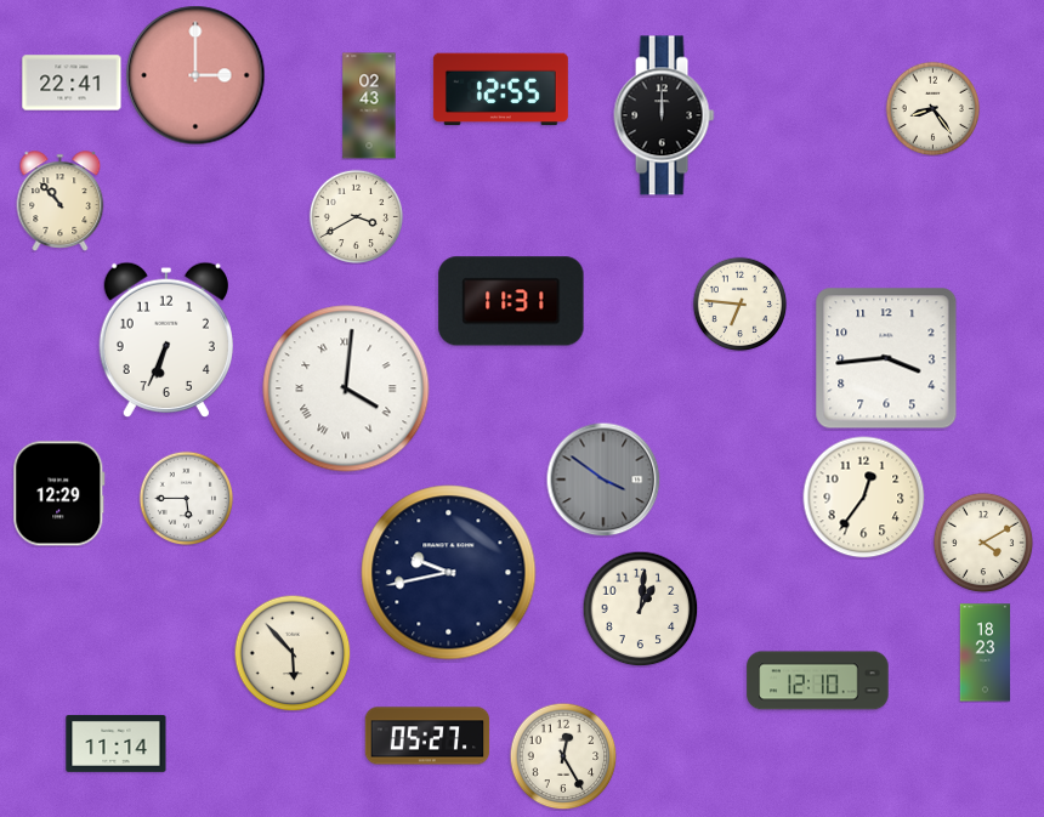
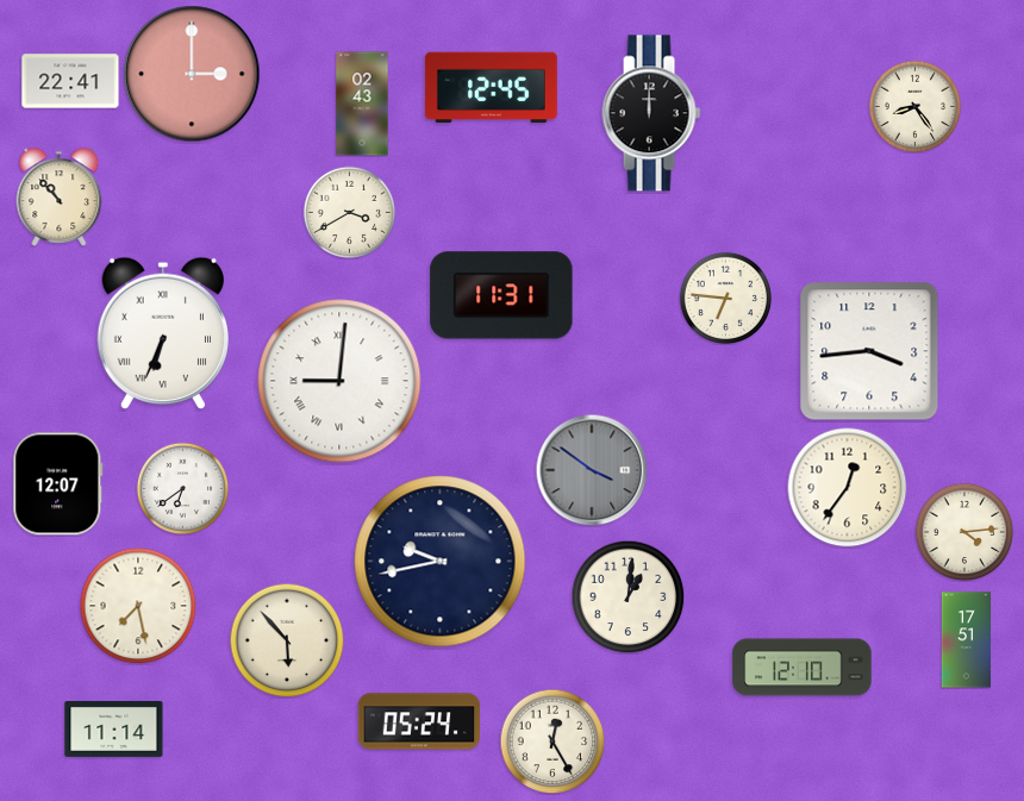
clock at (500, 90): 12:55 -> 12:45
clock at (166, 340) numerals: Arabic -> Roman
clock at (346, 388): 4:01 -> 9:01
clock at (59, 494): 12:29 -> 12:07
clock at (186, 498): 5:45 -> 6:39
clock at (983, 543): 4:10 -> 4:14
clock at (138, 606): none -> 7:28
clock at (986, 653): 18:23 -> 17:51
clock at (427, 736): 05:27 -> 05:24
